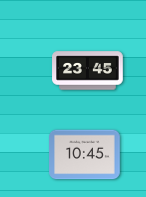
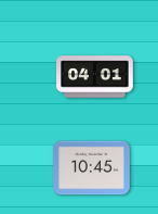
clock at (88, 71): 23:45 -> 04:01
